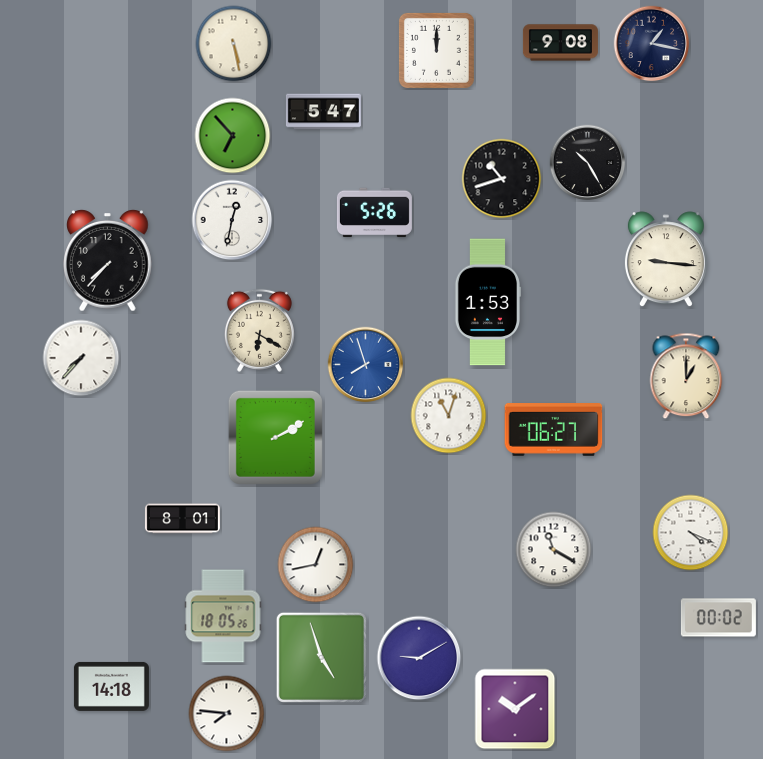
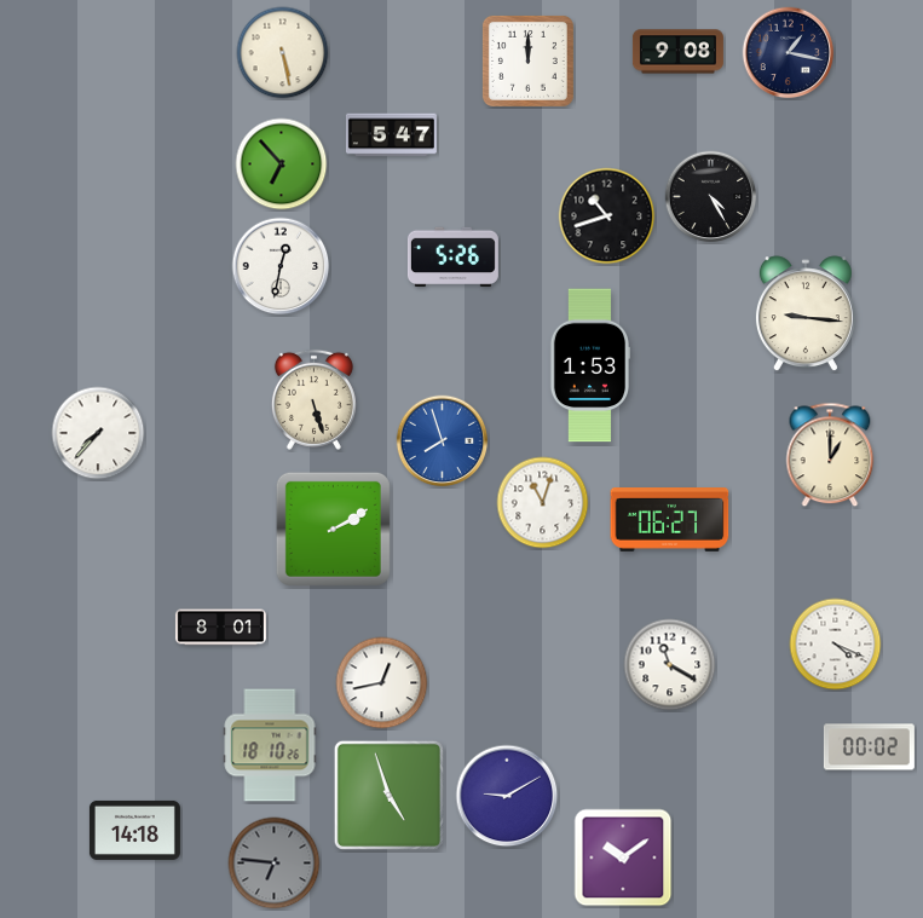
clock at (588, 163): 10:25 -> 4:25
clock at (108, 261): 7:37 -> none
clock at (259, 330): 6:20 -> 5:27
clock at (223, 616): 18:05 -> 18:10
clock at (227, 714): 7:46 -> 6:46
clock at (227, 714) dial: white -> grey
